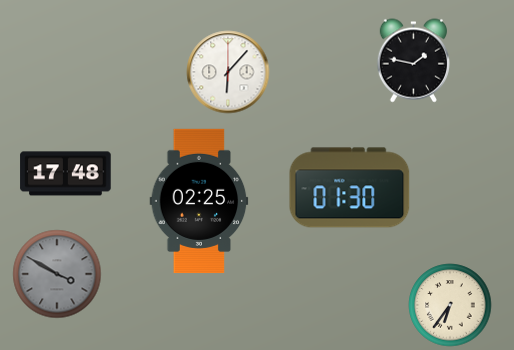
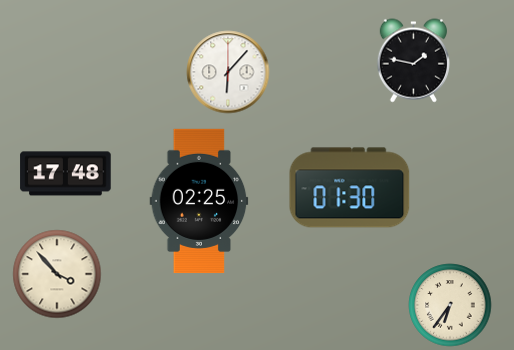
clock at (57, 274): 3:50 -> 3:53
clock at (57, 274) dial: grey -> cream
